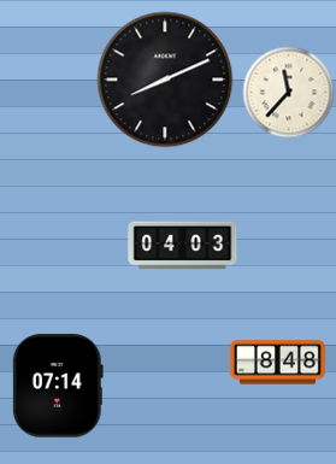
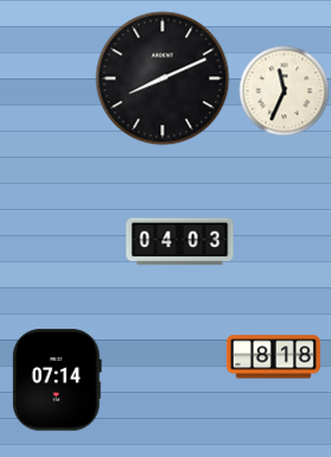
clock at (289, 93): 11:37 -> 11:34
clock at (277, 363): 8:48 -> 8:18
